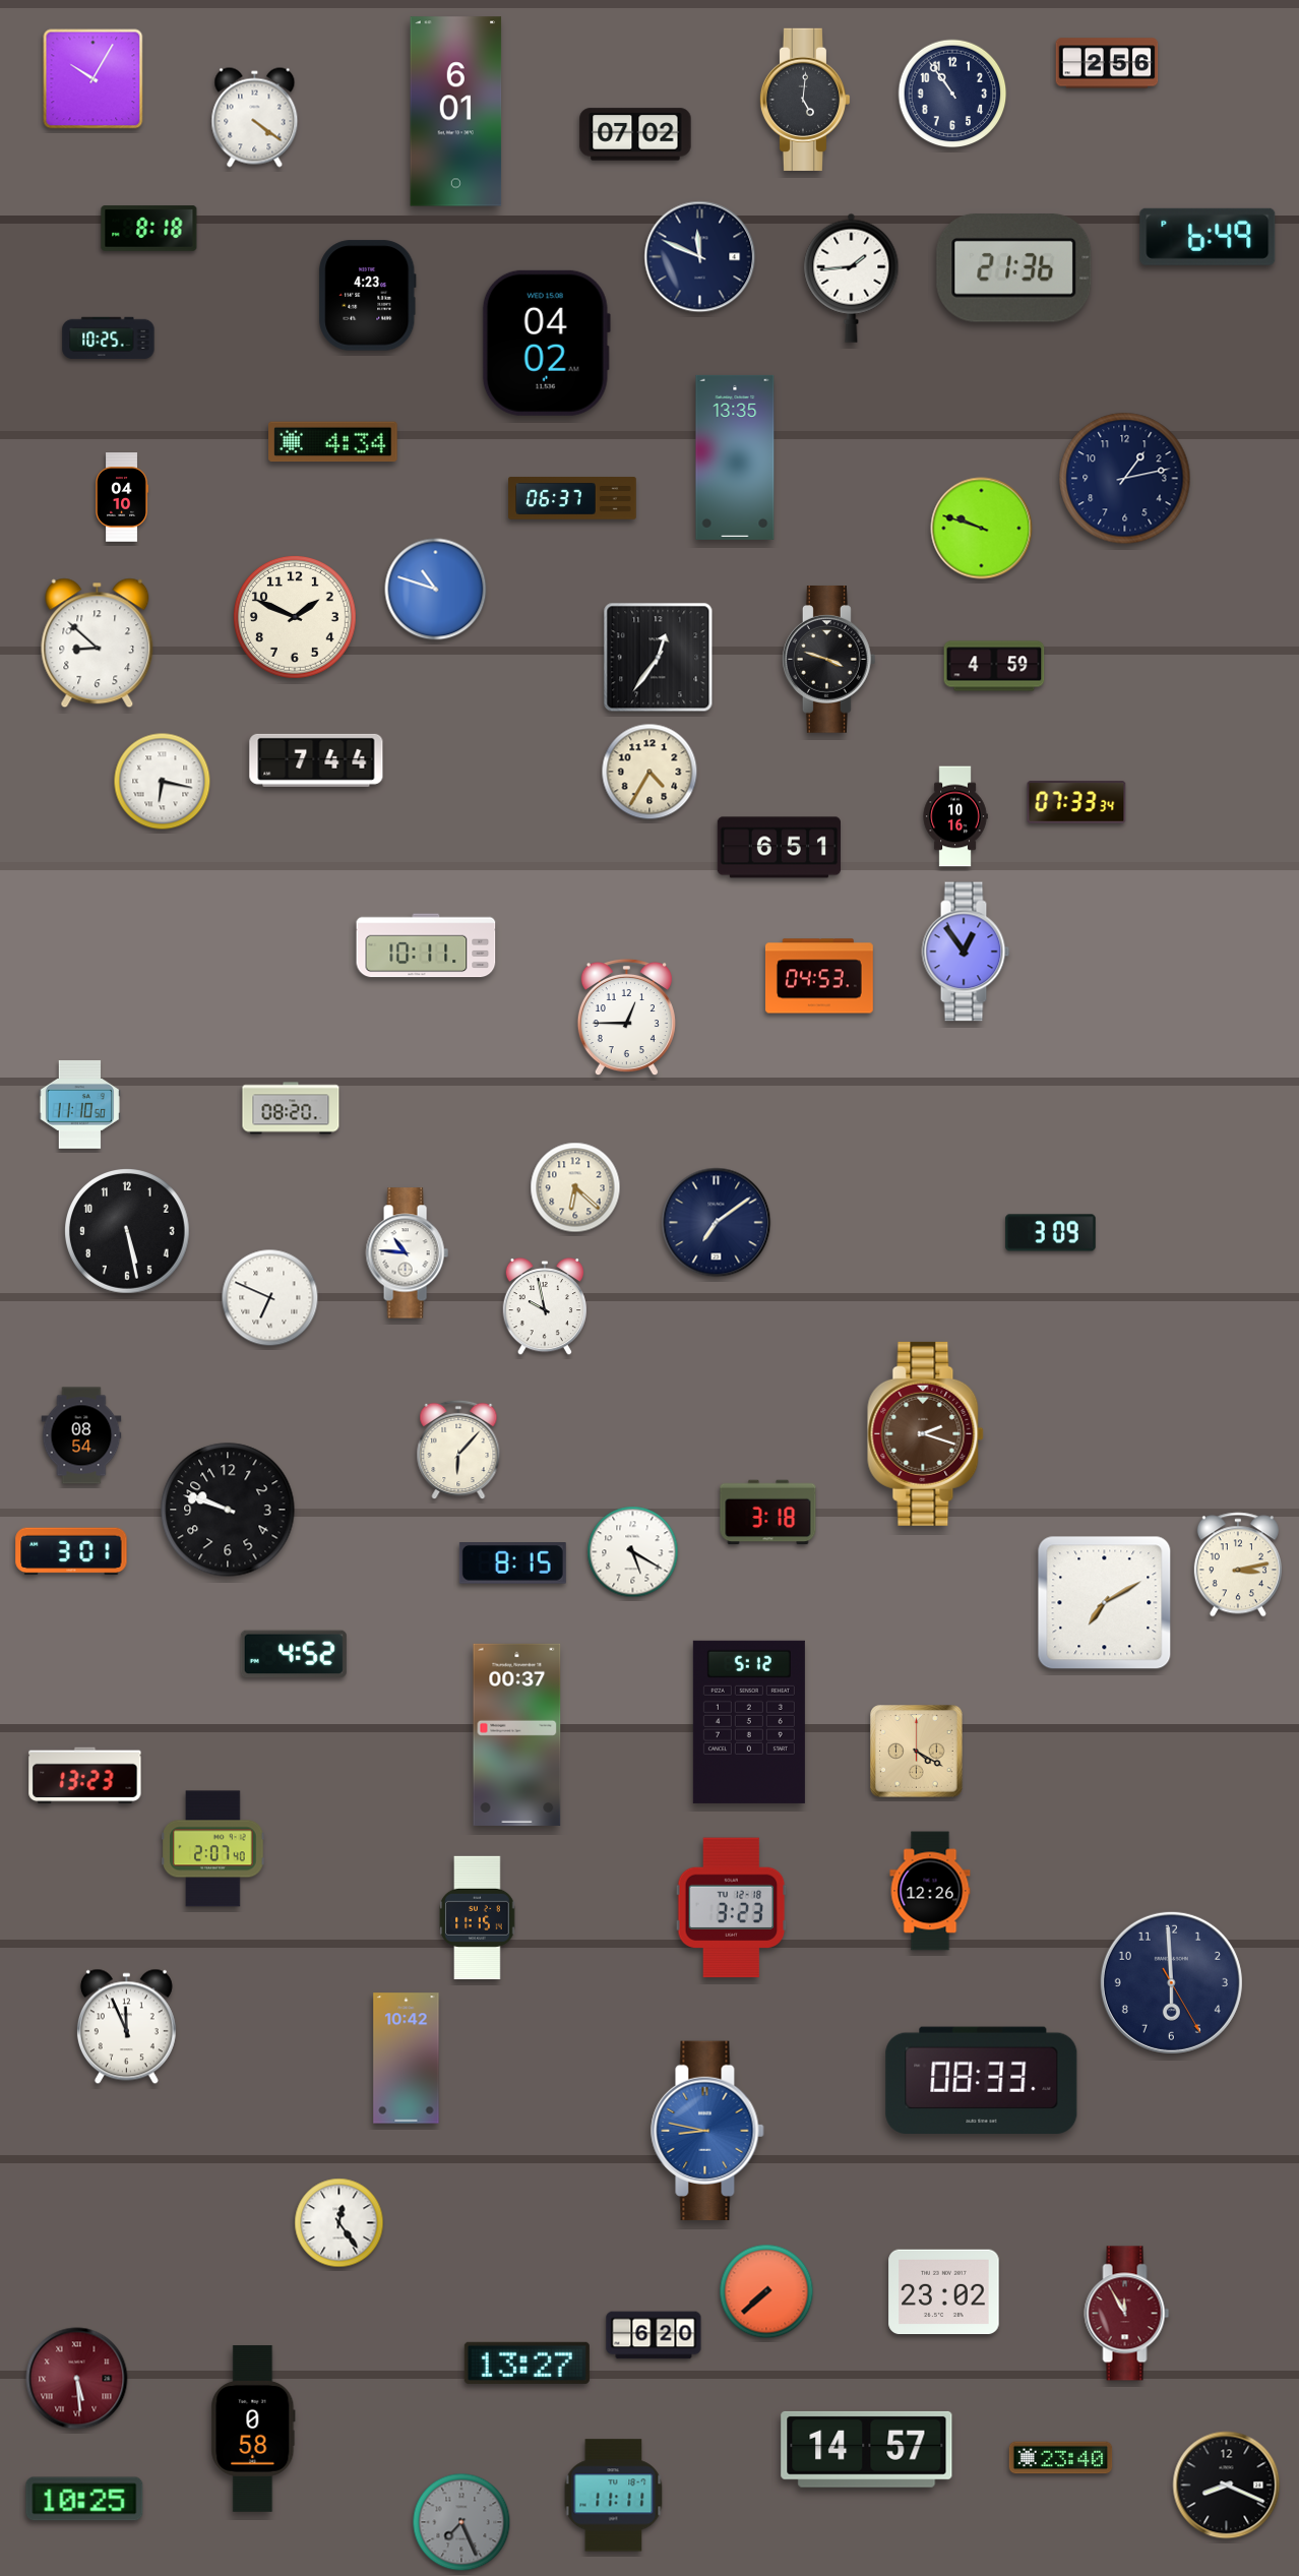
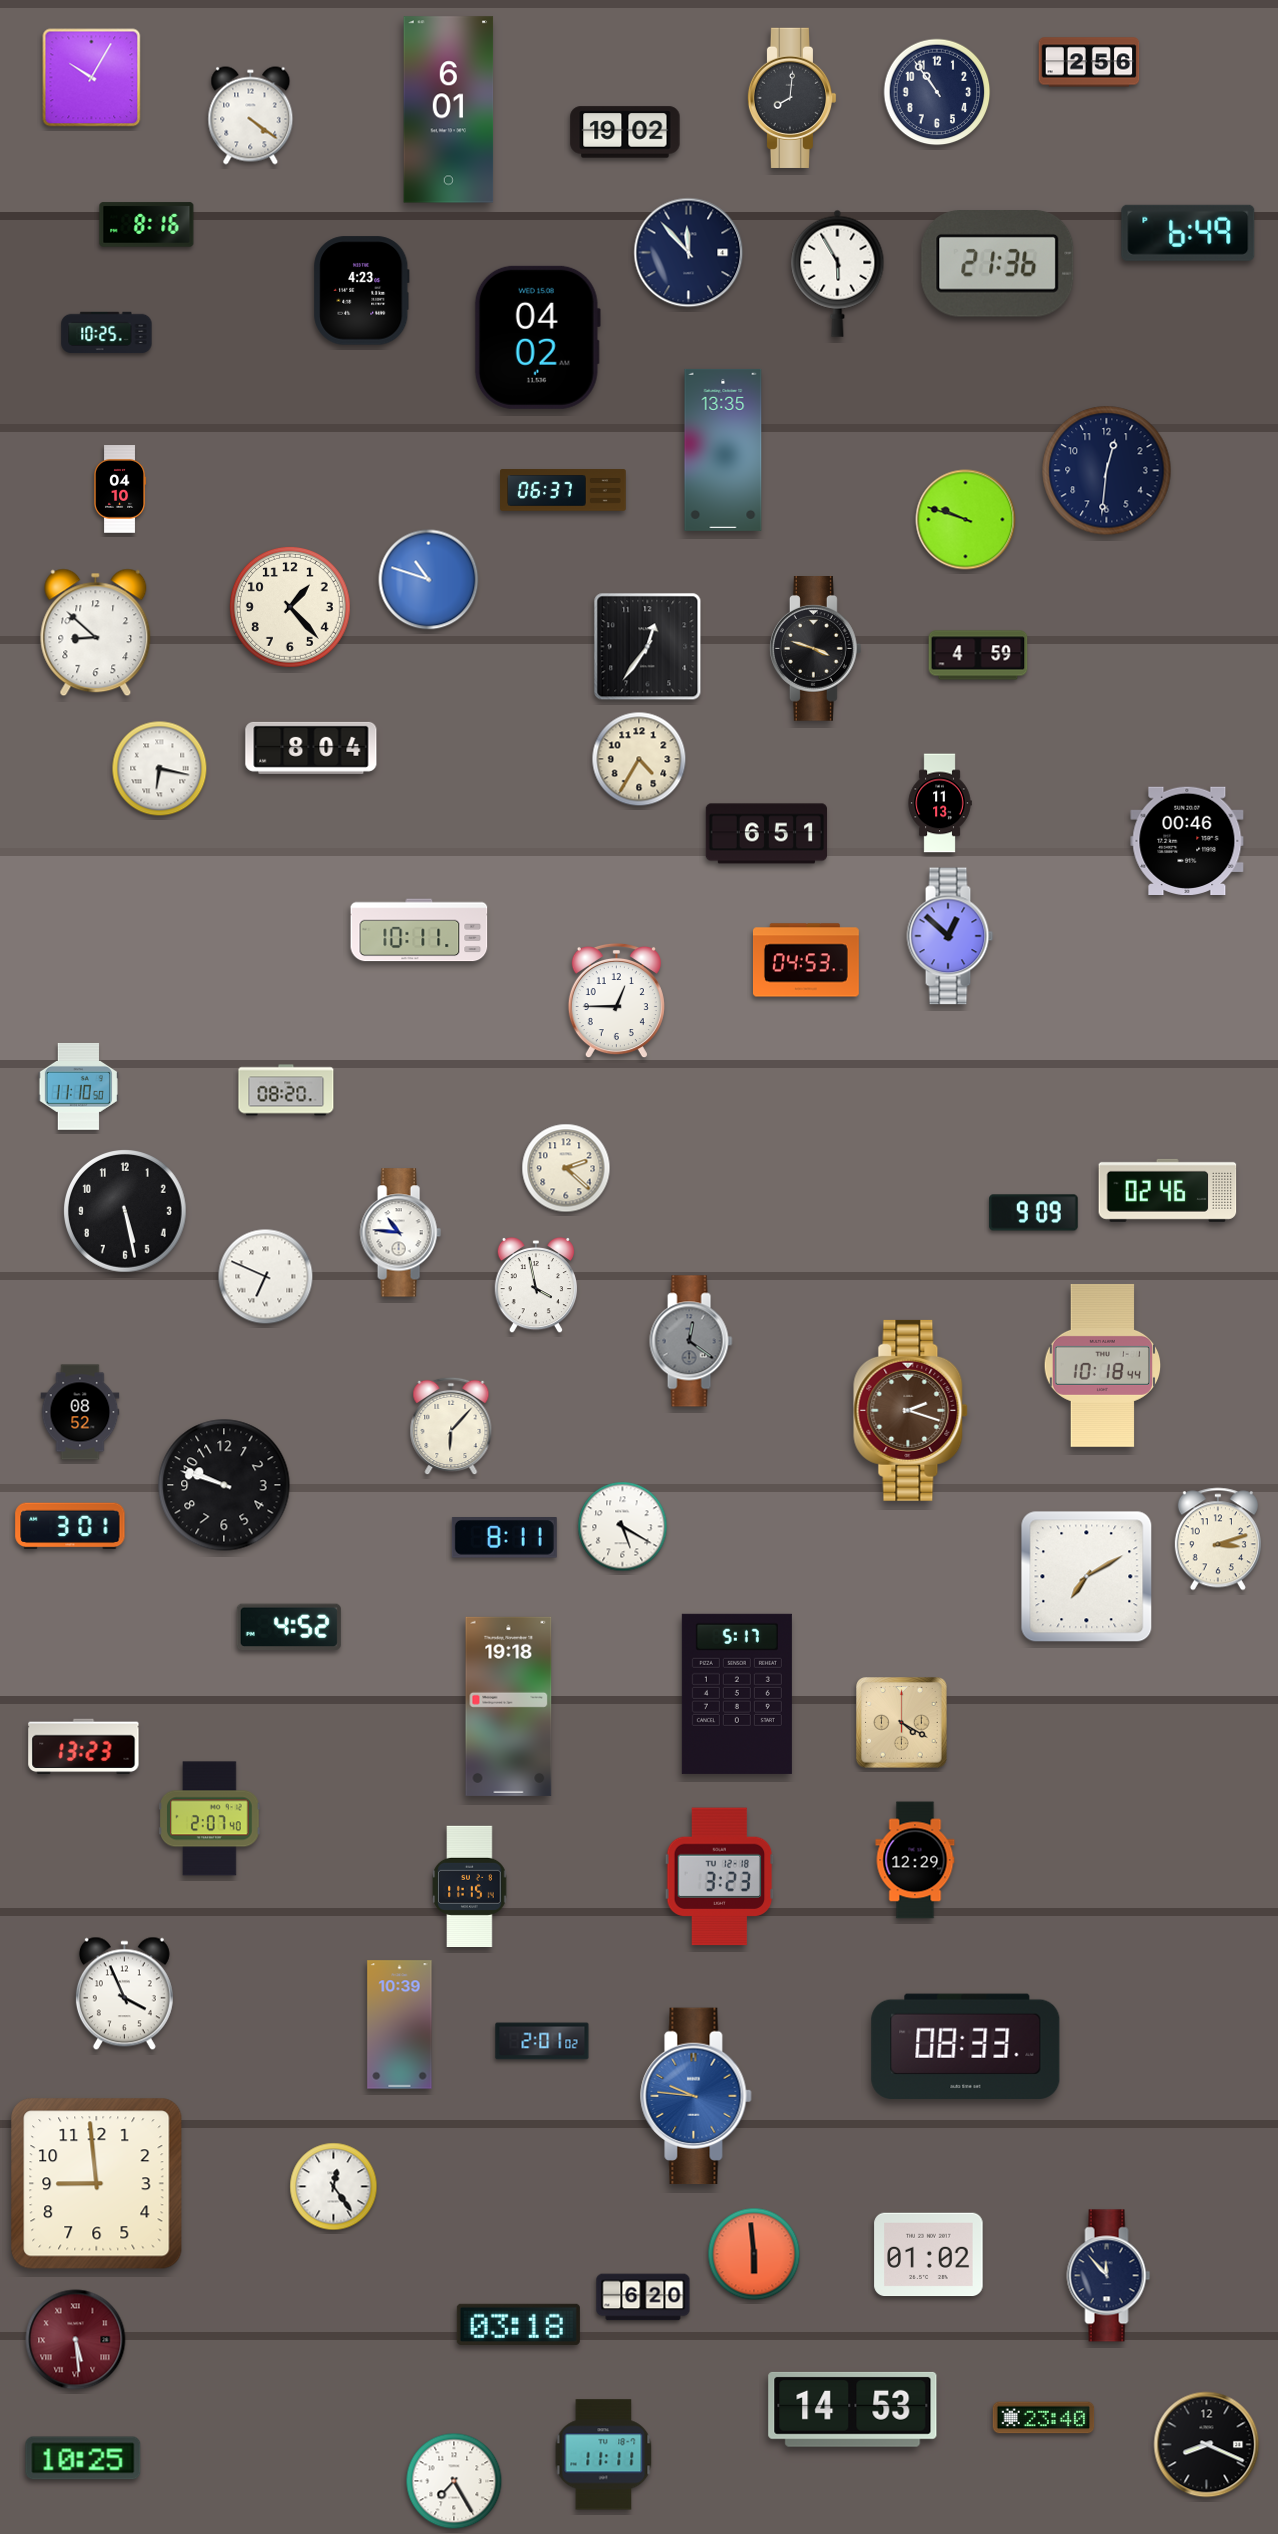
clock at (805, 100): 5:01 -> 8:01
clock at (635, 134): 07:02 -> 19:02
clock at (149, 229): 8:18 -> 8:16
clock at (700, 257): 11:49 -> 11:53
clock at (852, 278): 1:44 -> 5:55
clock at (333, 442): 4:34 -> none
clock at (1125, 479): 1:13 -> 12:31
clock at (295, 617): 1:49 -> 1:23
clock at (316, 760): 7:44 -> 8:04
clock at (1076, 802): 07:33 -> none
clock at (955, 816): 10:16 -> 11:13
clock at (1187, 840): none -> 00:46
clock at (966, 952): 12:54 -> 12:52
clock at (575, 1187): 6:22 -> 2:22
clock at (1168, 1190): none -> 02:46
clock at (717, 1223): 7:09 -> none
clock at (1051, 1233): 3:09 -> 9:09
clock at (544, 1306): 9:58 -> 3:58
clock at (691, 1341): none -> 12:21
clock at (1103, 1365): none -> 10:18
clock at (81, 1435): 08:54 -> 08:52
clock at (768, 1513): 3:18 -> none
clock at (512, 1563): 8:15 -> 8:11
clock at (1238, 1565): 3:13 -> 3:12
clock at (749, 1722): 5:12 -> 5:17
clock at (517, 1734): 00:37 -> 19:18
clock at (930, 1891): 12:26 -> 12:29
clock at (1171, 1982): 5:59 -> none
clock at (126, 2027): 11:56 -> 3:56
clock at (407, 2059): 10:42 -> 10:39
clock at (542, 2041): none -> 2:01
clock at (707, 2131): 8:47 -> 9:46
clock at (97, 2184): none -> 8:59
clock at (766, 2291): 7:38 -> 5:59
clock at (944, 2292): 23:02 -> 01:02
clock at (1127, 2314): 11:55 -> 11:53
clock at (1127, 2314) dial: burgundy -> navy
clock at (527, 2363): 13:27 -> 03:18
clock at (253, 2429): 0:58 -> none
clock at (867, 2449): 14:57 -> 14:53
clock at (461, 2522): 7:26 -> 7:25
clock at (461, 2522) dial: grey -> white
